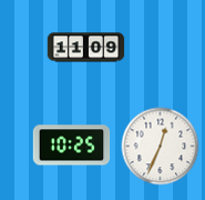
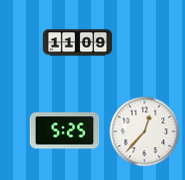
clock at (72, 146): 10:25 -> 5:25
clock at (161, 147): 12:34 -> 12:37
